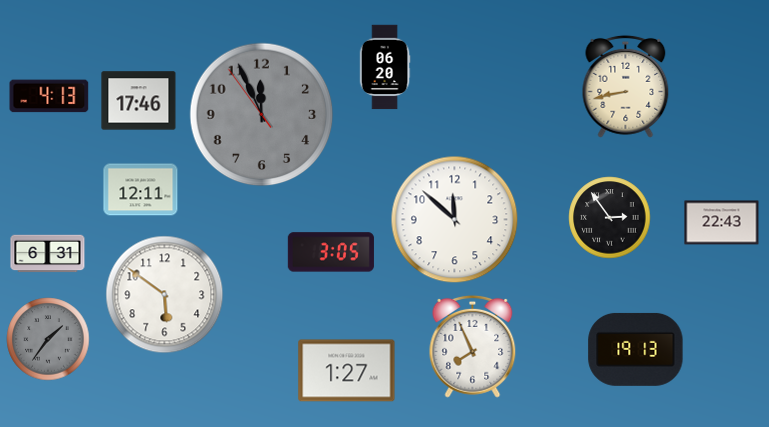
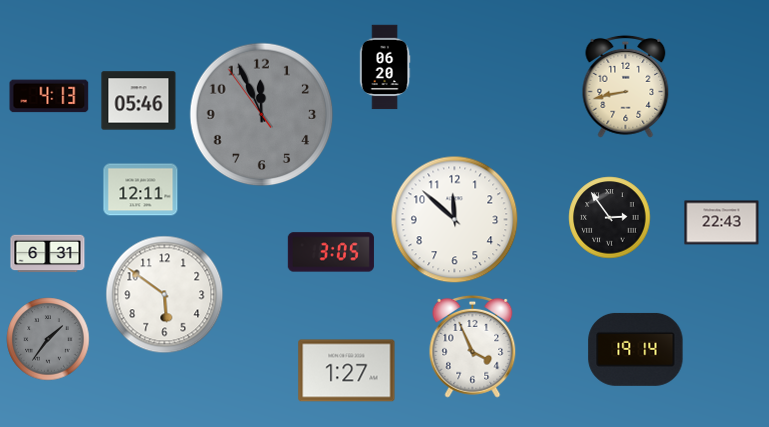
clock at (139, 101): 17:46 -> 05:46
clock at (473, 346): 7:56 -> 3:56
clock at (636, 349): 19:13 -> 19:14
